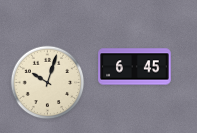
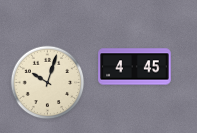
clock at (135, 67): 6:45 -> 4:45
